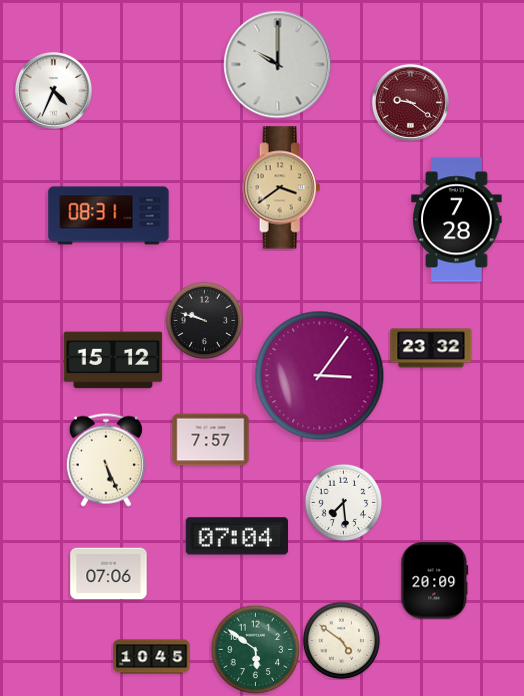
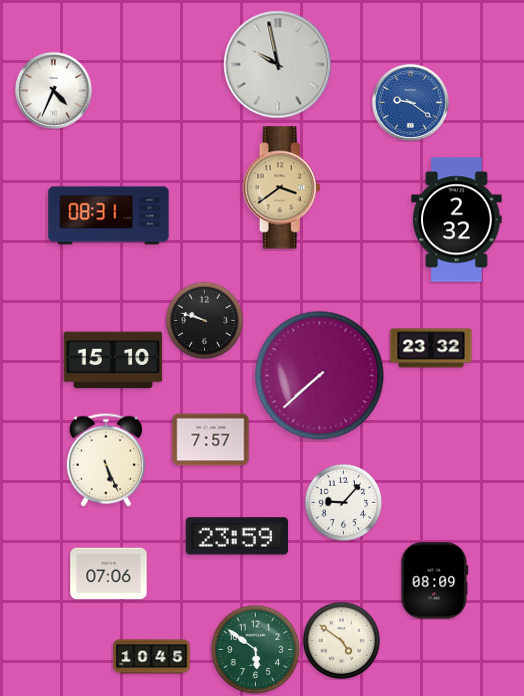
clock at (278, 65): 10:00 -> 9:58
clock at (410, 102) dial: burgundy -> blue
clock at (457, 220): 7:28 -> 2:32
clock at (113, 360): 15:12 -> 15:10
clock at (320, 376): 3:06 -> 7:38
clock at (343, 502): 7:29 -> 9:07
clock at (236, 536): 07:04 -> 23:59
clock at (435, 581): 20:09 -> 08:09
